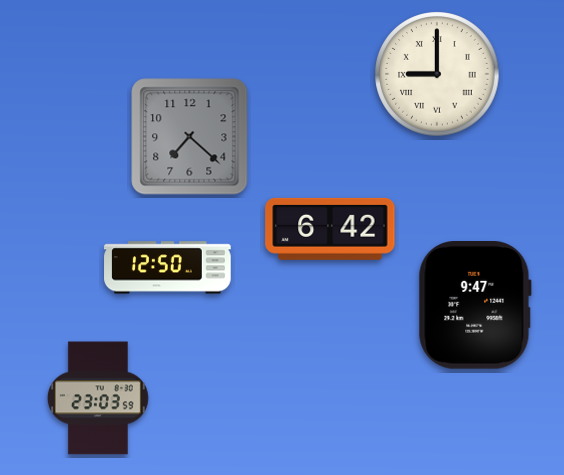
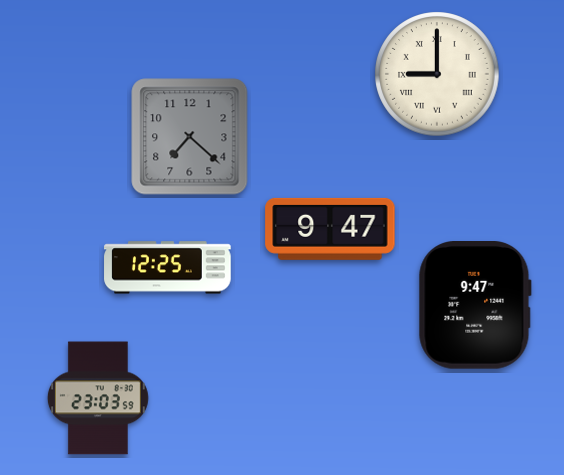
clock at (330, 229): 6:42 -> 9:47
clock at (168, 268): 12:50 -> 12:25
